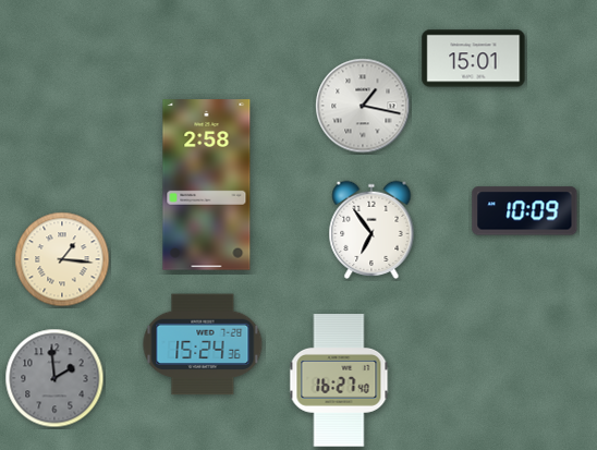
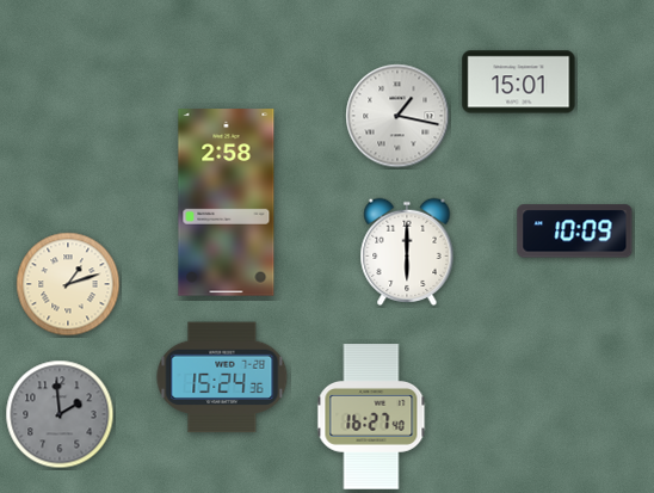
clock at (474, 59) position: (474, 59) -> (519, 82)
clock at (371, 230): 6:54 -> 6:00
clock at (62, 259): 1:16 -> 1:12
